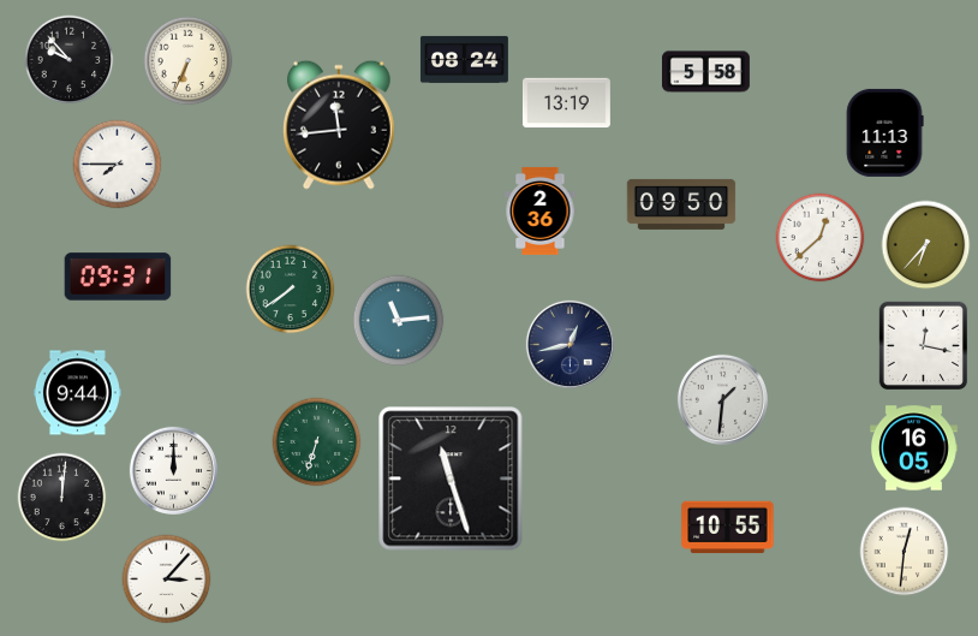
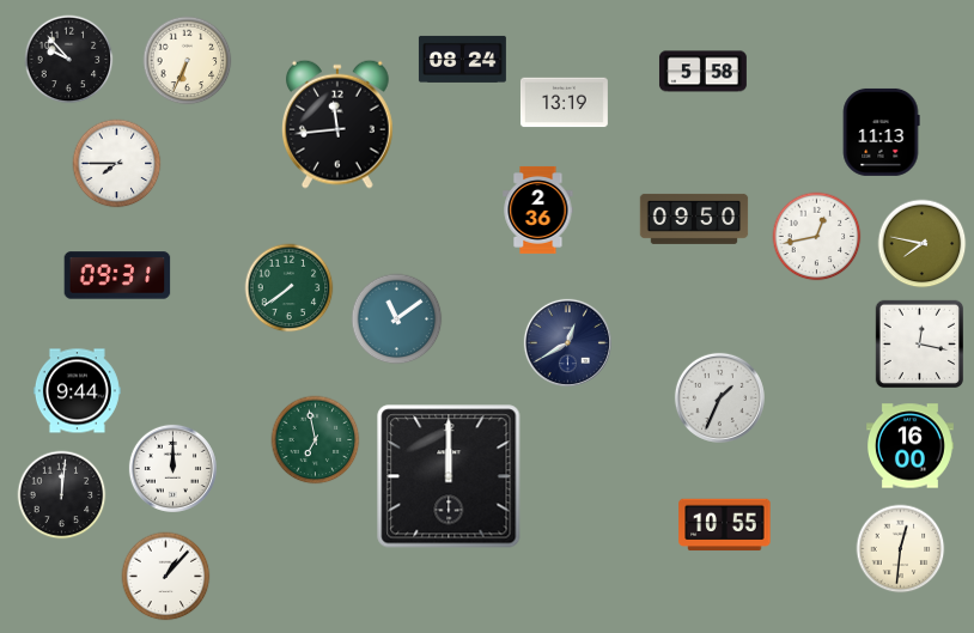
clock at (681, 204) position: (681, 204) -> (694, 219)
clock at (821, 238): 12:38 -> 12:43
clock at (926, 245): 6:37 -> 7:47
clock at (399, 321): 11:14 -> 11:09
clock at (569, 344): 12:43 -> 12:40
clock at (722, 399): 1:31 -> 1:34
clock at (317, 442): 6:33 -> 6:58
clock at (913, 448): 16:05 -> 16:00
clock at (451, 479): 11:27 -> 12:00
clock at (167, 579): 3:07 -> 1:07
